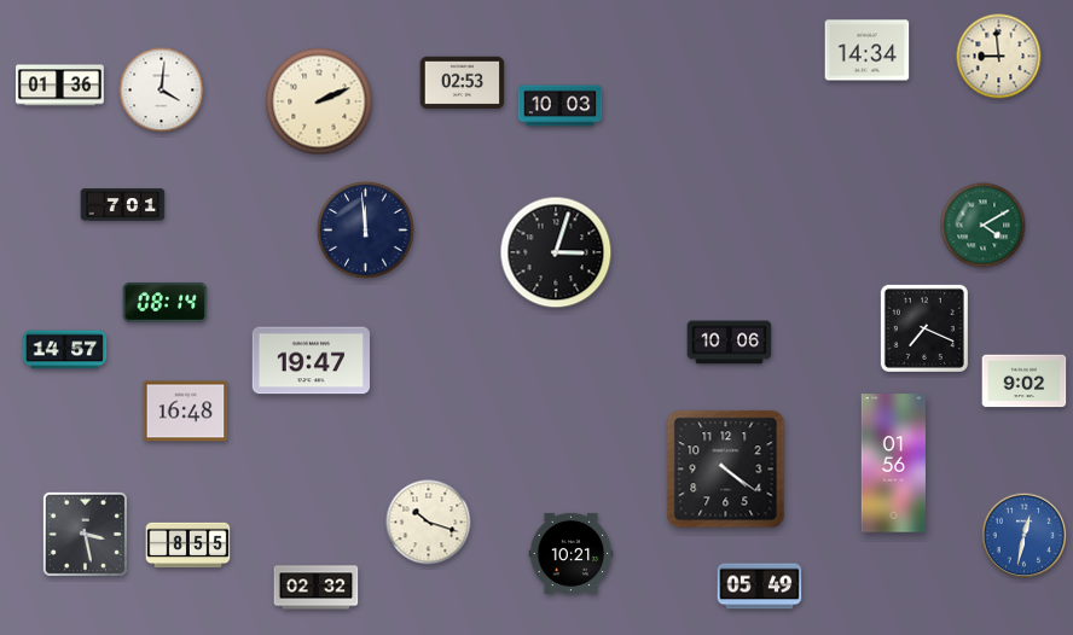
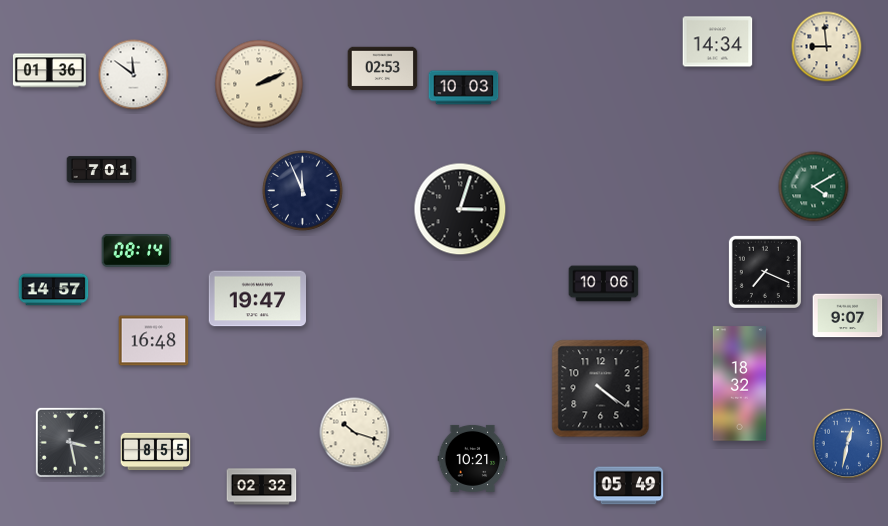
clock at (162, 91): 4:01 -> 11:51
clock at (319, 101) position: (319, 101) -> (259, 84)
clock at (366, 231): 11:59 -> 11:56
clock at (1025, 381): 9:02 -> 9:07
clock at (893, 464): 01:56 -> 18:32
